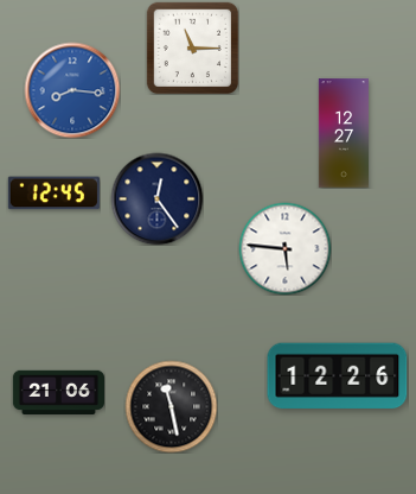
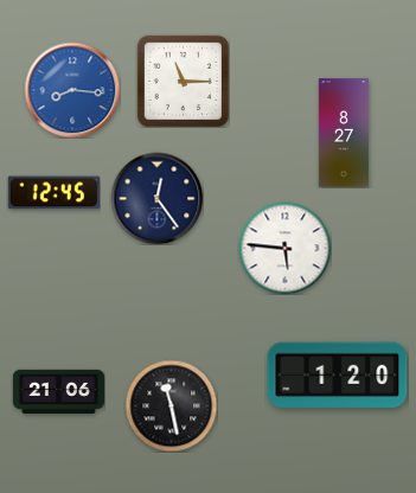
clock at (192, 47) position: (192, 47) -> (183, 81)
clock at (343, 133): 12:27 -> 8:27
clock at (338, 376): 12:26 -> 1:20
